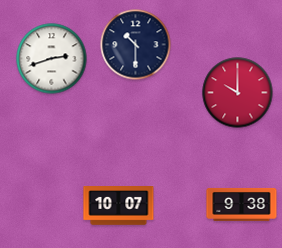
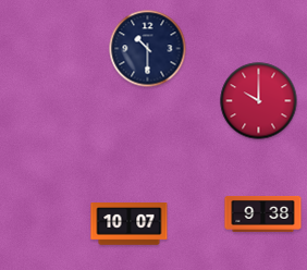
clock at (52, 59): 2:42 -> none
clock at (242, 205) position: (242, 205) -> (263, 214)
